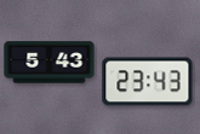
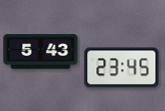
clock at (148, 82): 23:43 -> 23:45
